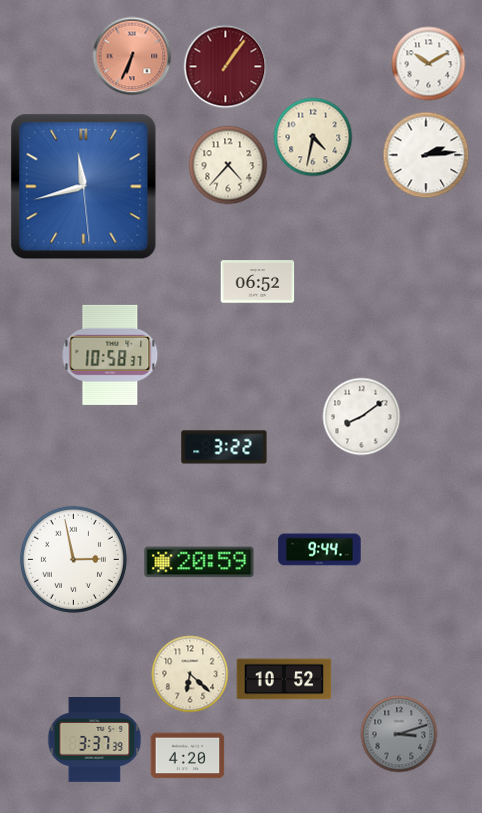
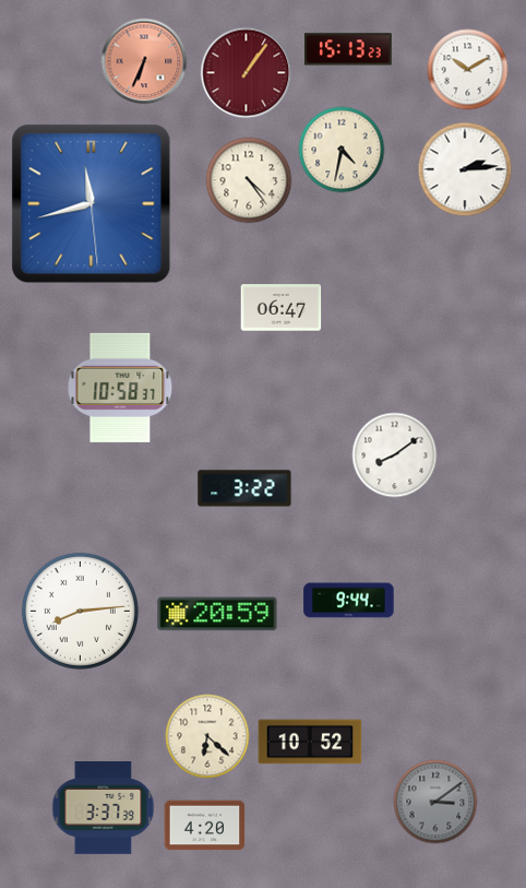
clock at (348, 49): none -> 15:13
clock at (228, 165): 4:37 -> 4:24
clock at (258, 282): 06:52 -> 06:47
clock at (73, 559): 2:58 -> 8:14
clock at (399, 734): 3:12 -> 3:09
